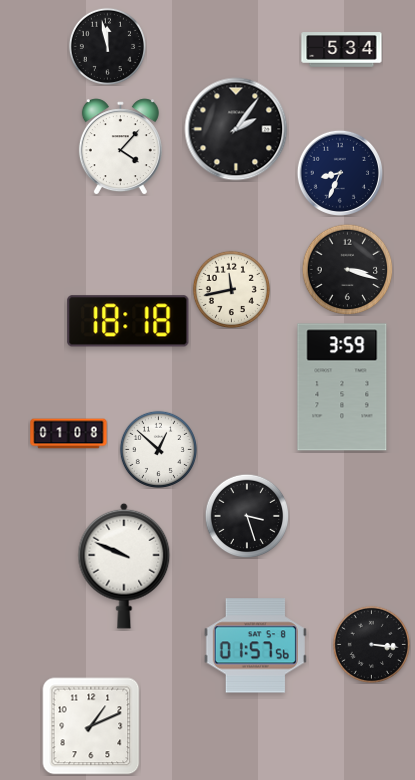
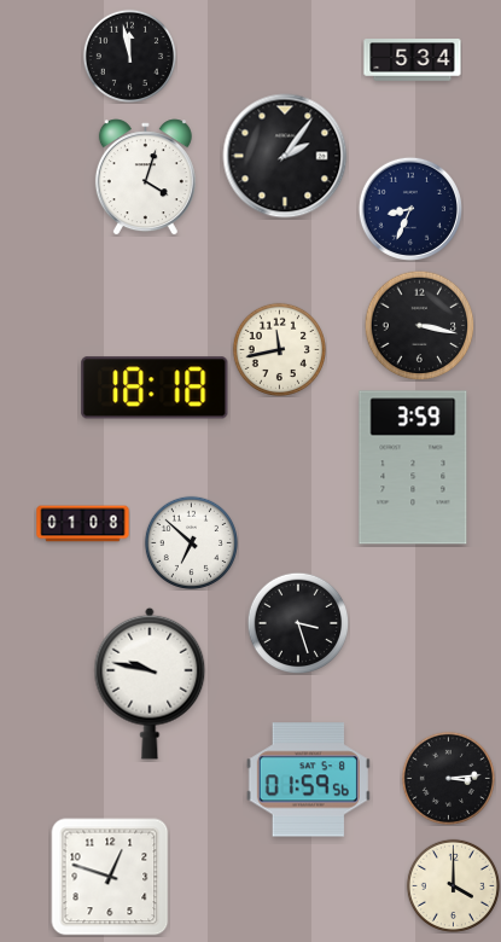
clock at (120, 147): 4:07 -> 4:03
clock at (347, 269): 3:18 -> 3:17
clock at (158, 449): 12:52 -> 6:52
clock at (124, 566): 9:49 -> 9:47
clock at (371, 644): 3:16 -> 3:14
clock at (255, 646): 01:57 -> 01:59
clock at (91, 726): 1:11 -> 12:48
clock at (453, 885): none -> 4:00
